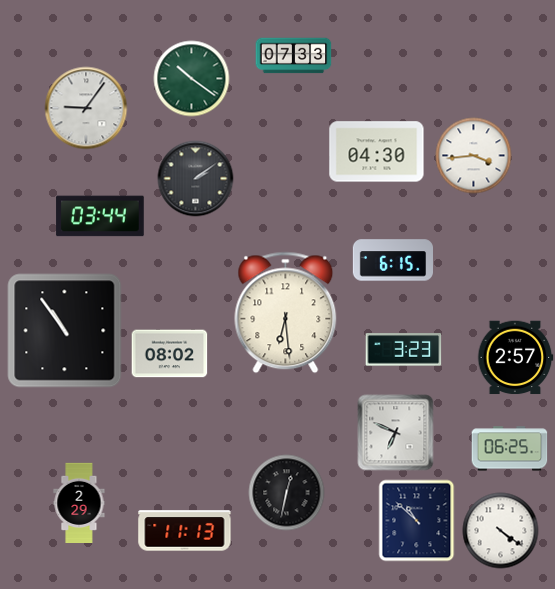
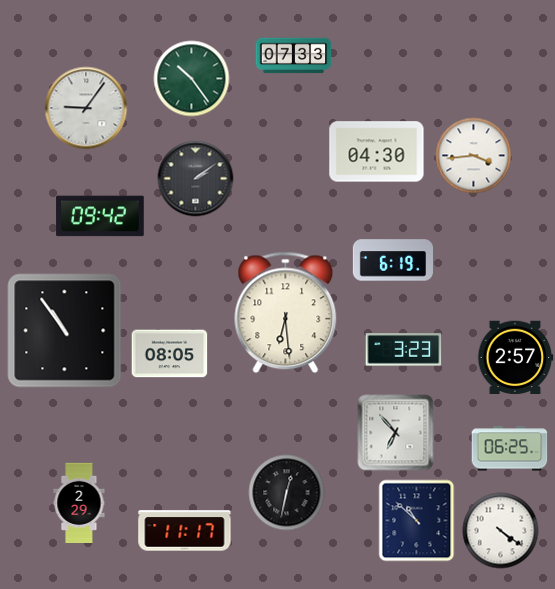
clock at (192, 79): 10:21 -> 10:24
clock at (100, 216): 03:44 -> 09:42
clock at (392, 260): 6:15 -> 6:19
clock at (170, 354): 08:02 -> 08:05
clock at (396, 433): 6:49 -> 6:53
clock at (185, 531): 11:13 -> 11:17
